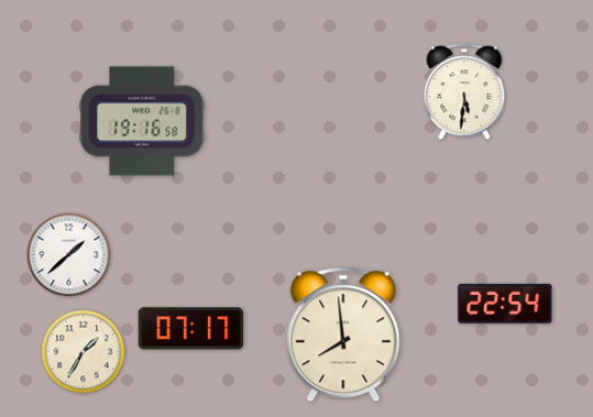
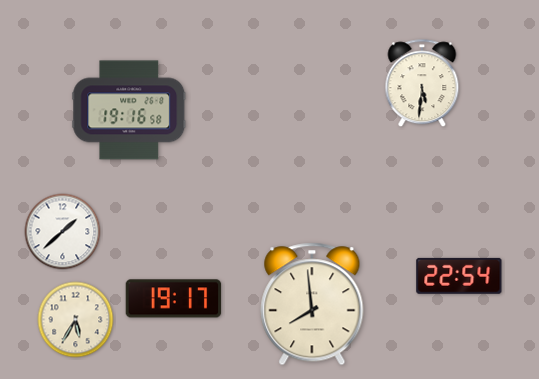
clock at (191, 329): 07:17 -> 19:17
clock at (84, 352): 1:35 -> 5:35
